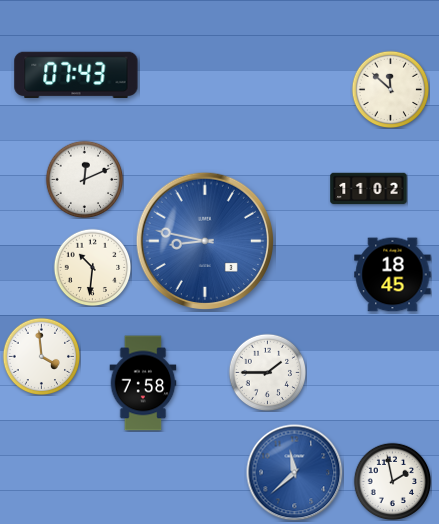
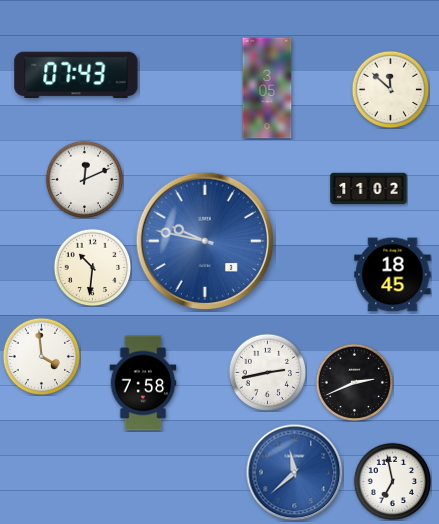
clock at (267, 88): none -> 3:05
clock at (204, 240): 8:47 -> 9:47
clock at (267, 372): 1:45 -> 2:43
clock at (354, 382): none -> 2:41
clock at (392, 481): 1:58 -> 6:58
